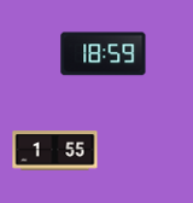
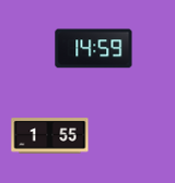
clock at (104, 54): 18:59 -> 14:59
